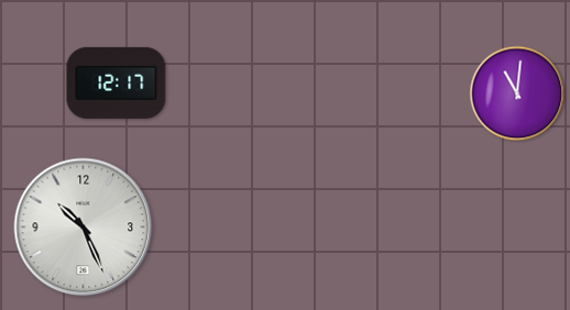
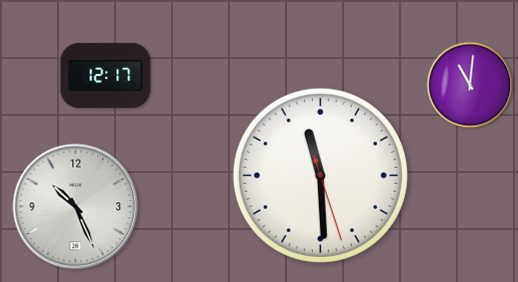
clock at (320, 175): none -> 11:29
